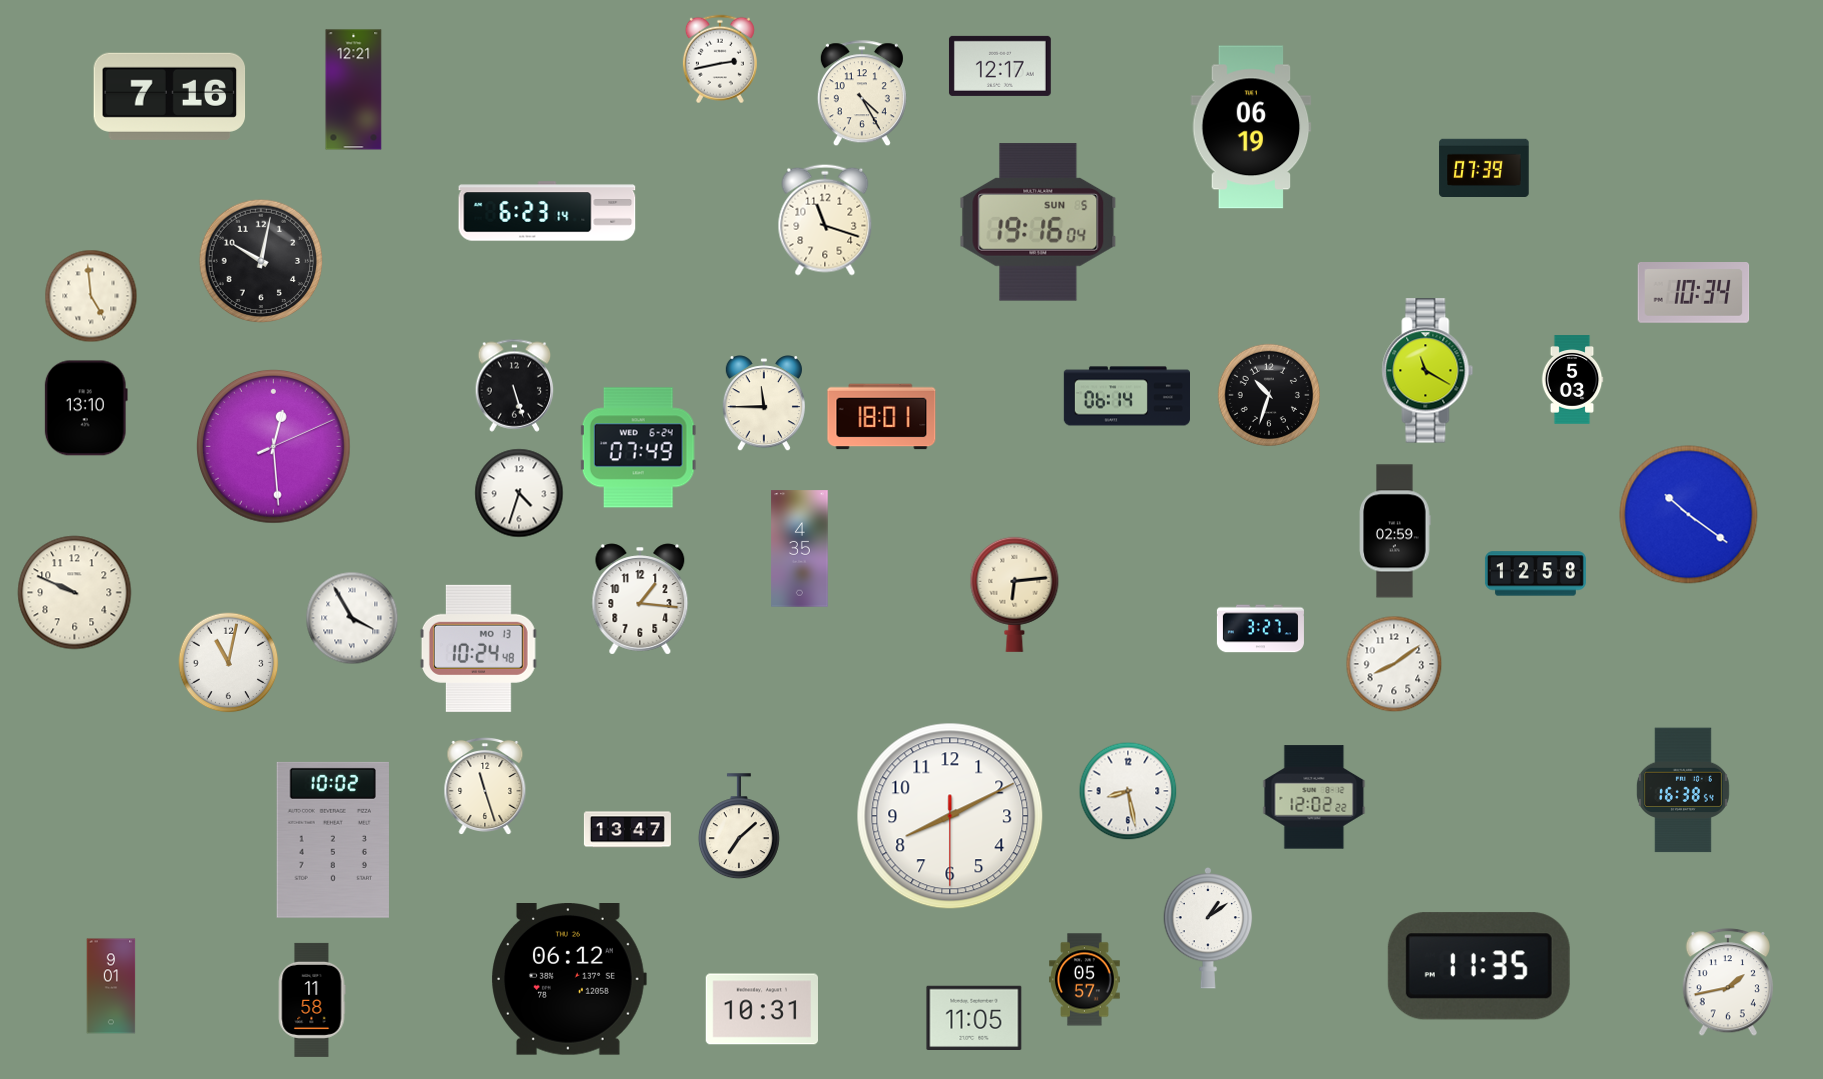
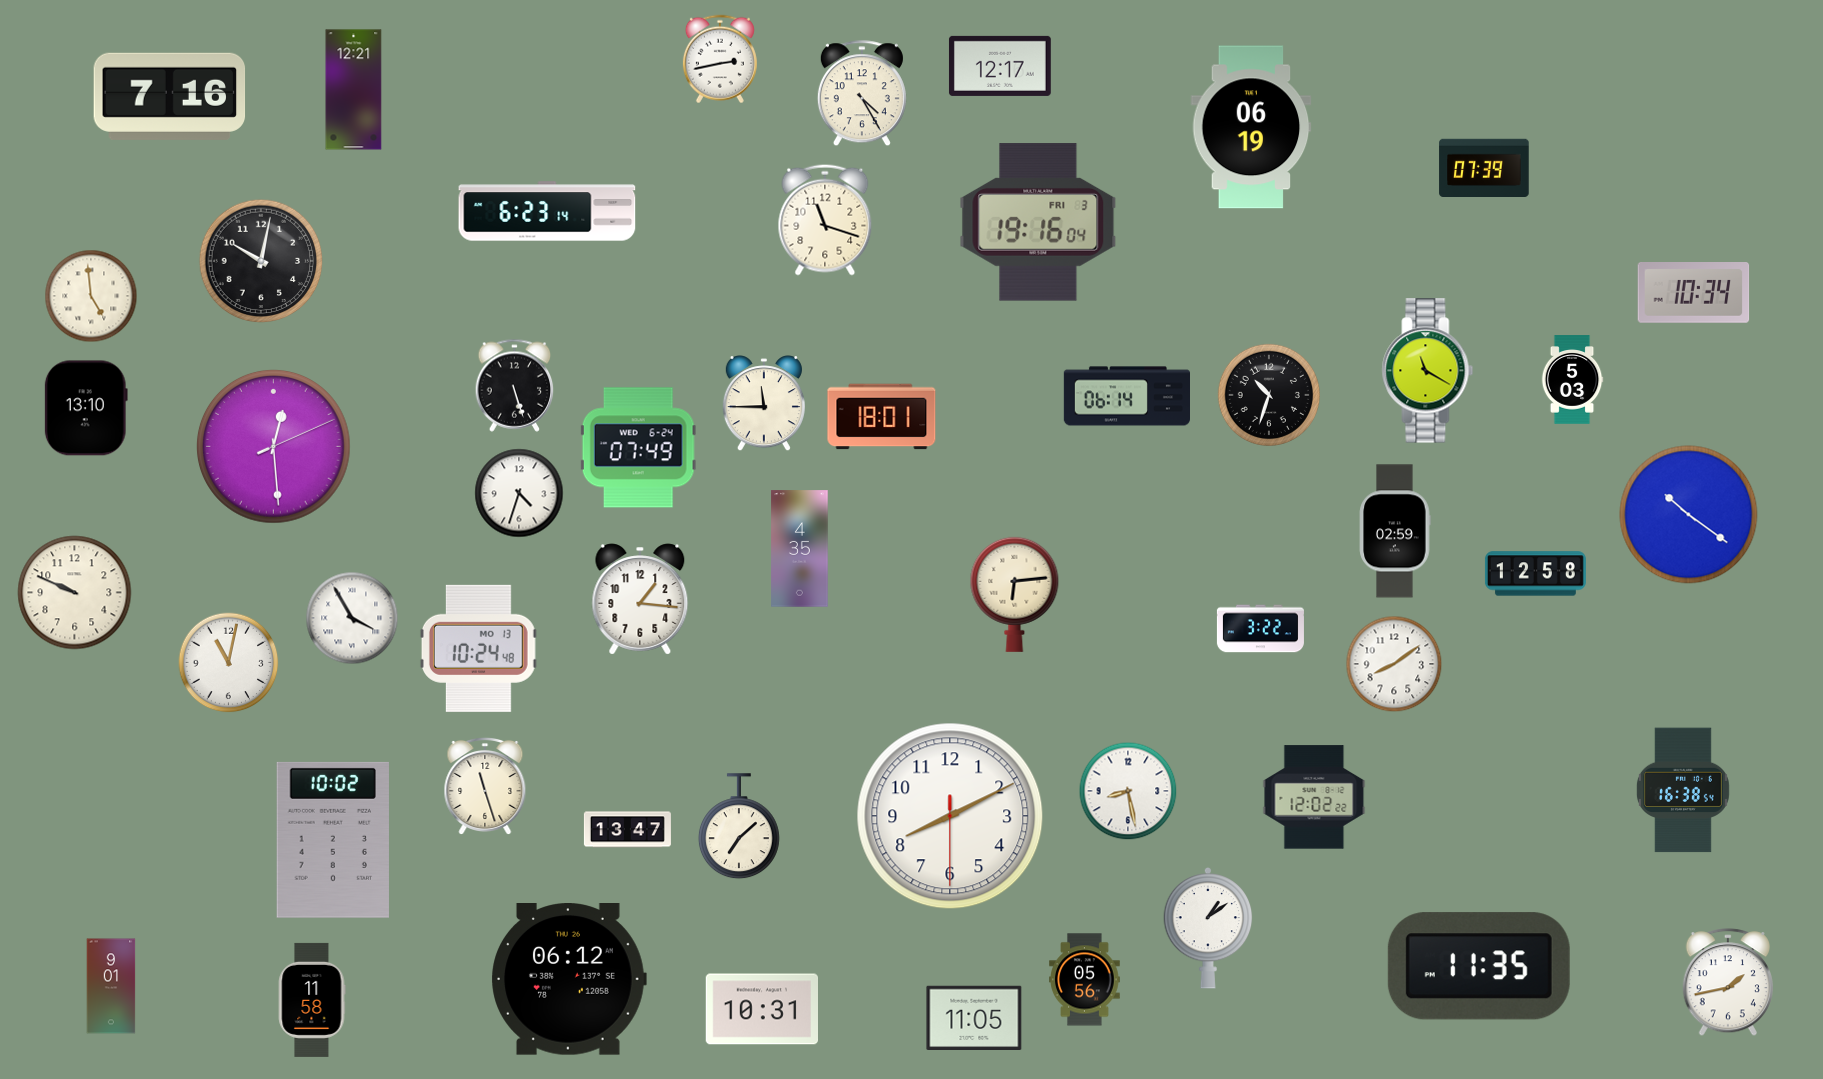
clock at (1038, 222) date: SUN 5 -> FRI 3
clock at (1260, 629): 3:27 -> 3:22
clock at (1085, 980): 05:57 -> 05:56
